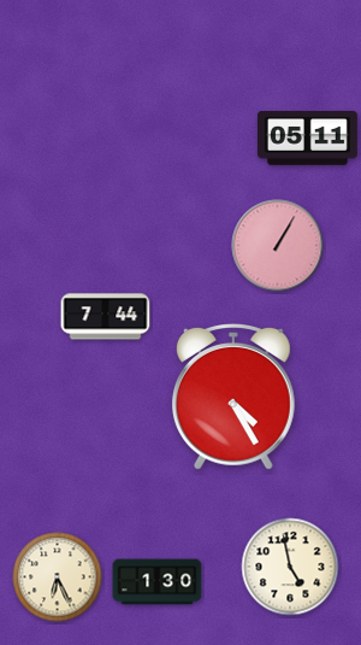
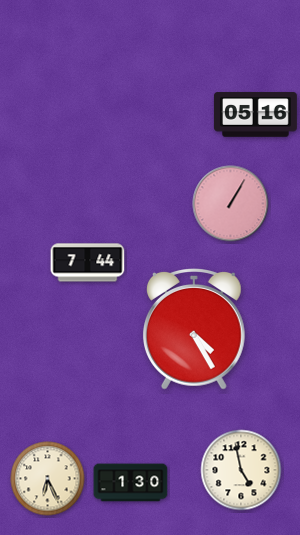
clock at (307, 139): 05:11 -> 05:16
